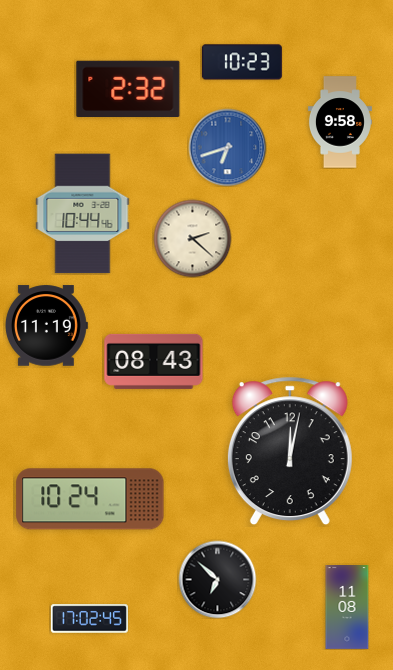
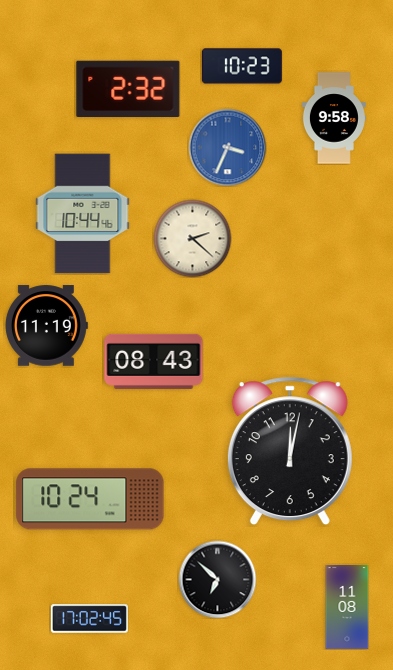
clock at (242, 62) position: (242, 62) -> (242, 66)
clock at (340, 122) position: (340, 122) -> (334, 118)
clock at (227, 147): 6:42 -> 3:34
